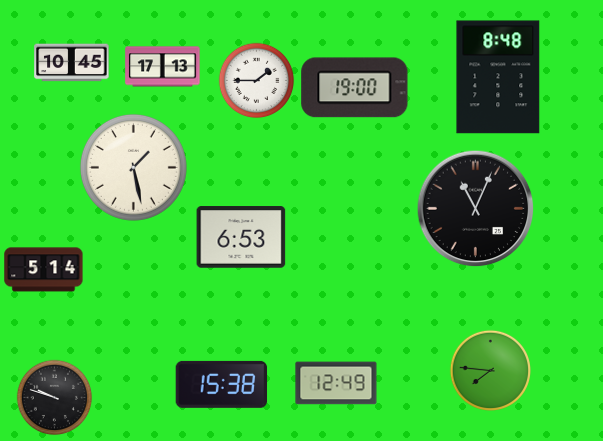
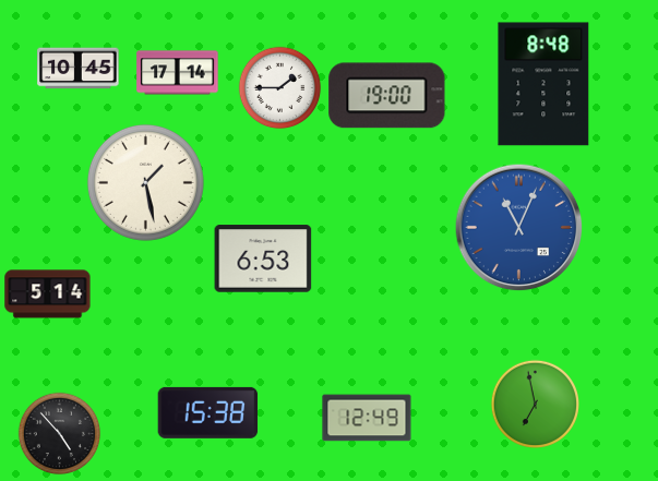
clock at (163, 67): 17:13 -> 17:14
clock at (476, 209) dial: black -> blue
clock at (490, 370): 7:46 -> 6:58
clock at (222, 384) position: (222, 384) -> (208, 412)
clock at (55, 398): 9:48 -> 4:53
